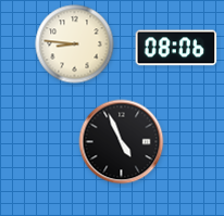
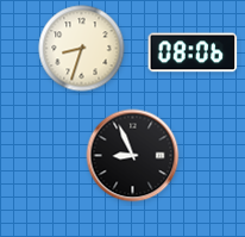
clock at (75, 45): 8:46 -> 8:33
clock at (122, 142): 4:56 -> 8:56
